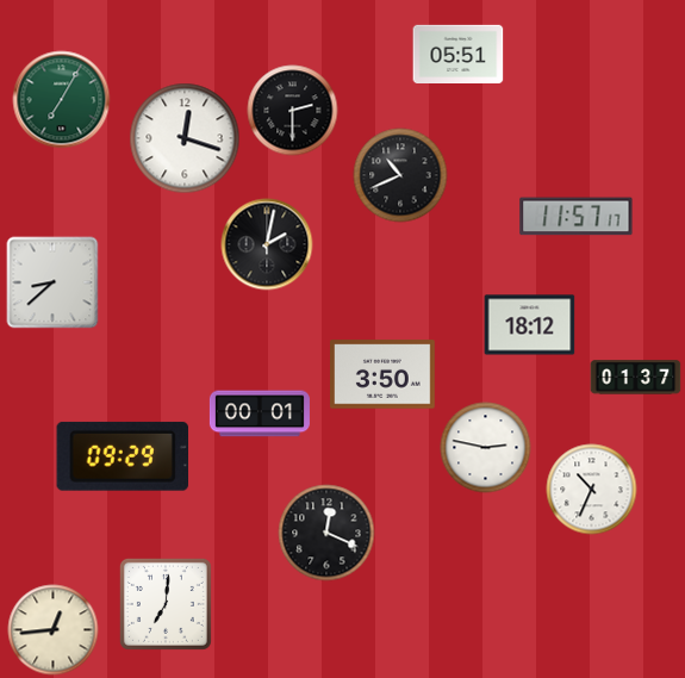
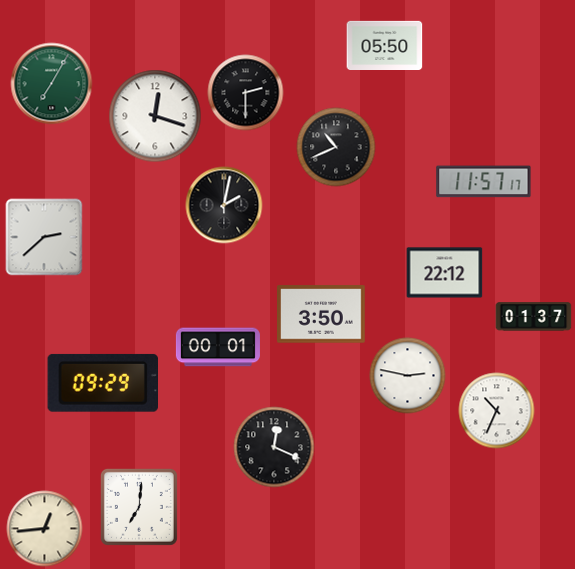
clock at (459, 54): 05:51 -> 05:50
clock at (52, 282): 8:38 -> 2:38
clock at (530, 325): 18:12 -> 22:12
